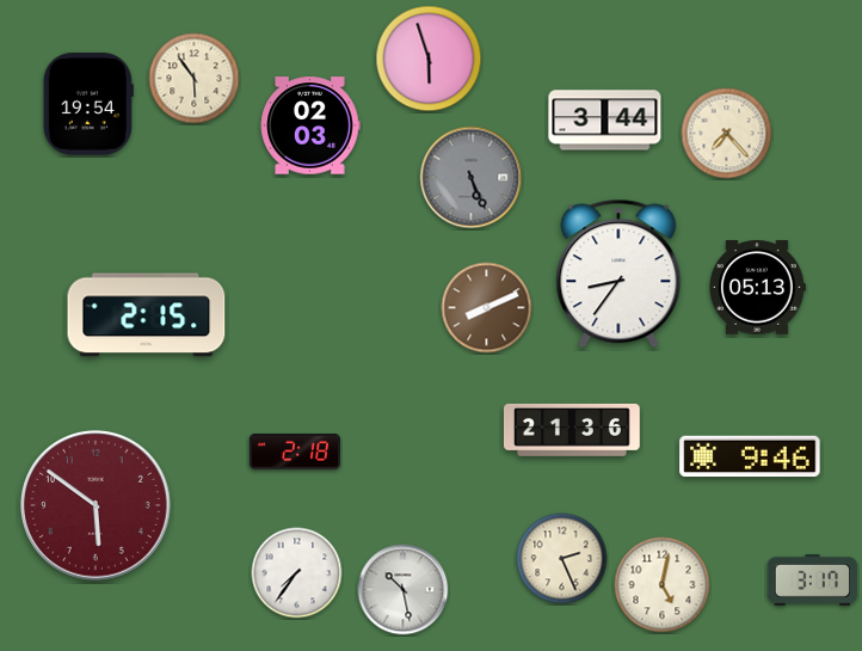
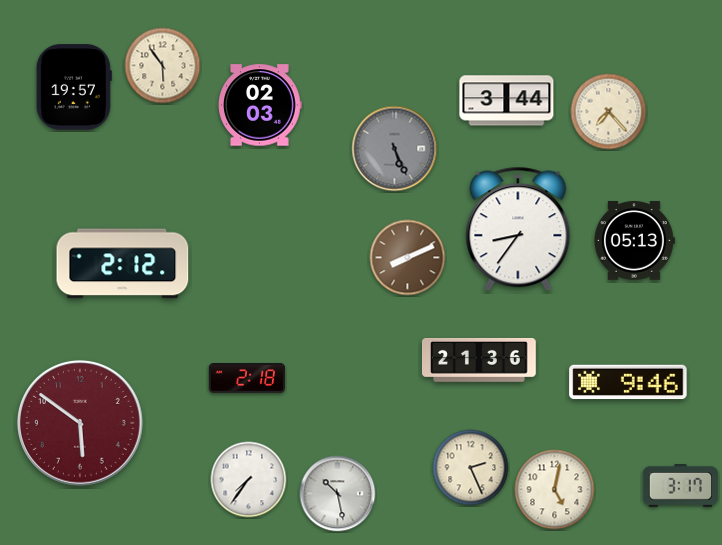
clock at (429, 59): 5:57 -> none
clock at (88, 104): 19:54 -> 19:57
clock at (147, 315): 2:15 -> 2:12
